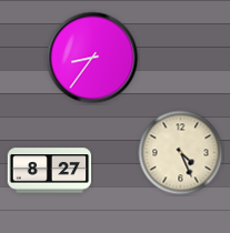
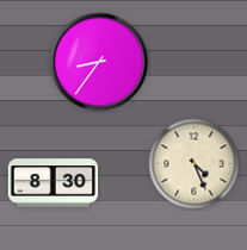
clock at (50, 171): 8:27 -> 8:30
